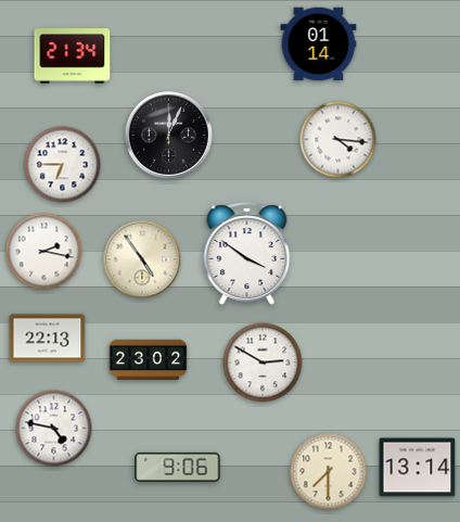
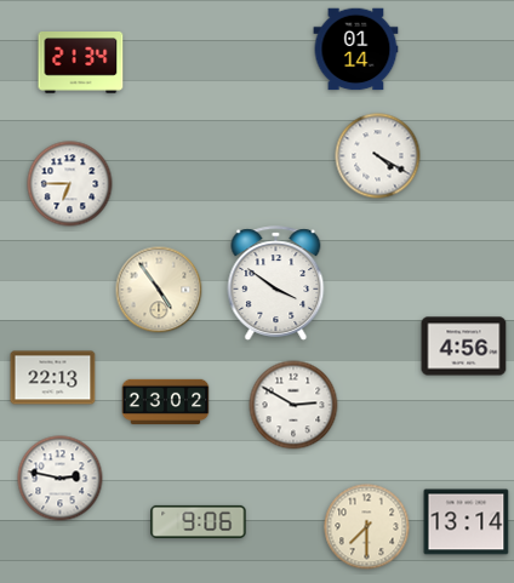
clock at (168, 135): 12:04 -> none
clock at (338, 140): 4:16 -> 4:20
clock at (44, 252): 2:17 -> none
clock at (464, 347): none -> 4:56
clock at (54, 429): 4:47 -> 2:47
